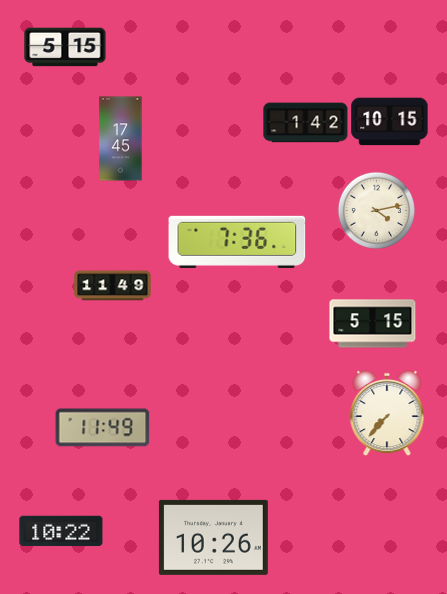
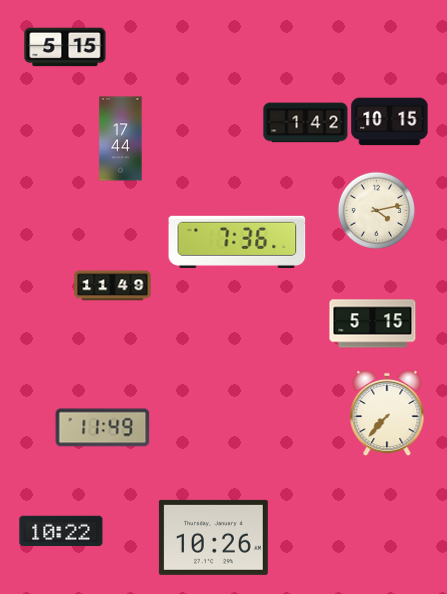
clock at (121, 139): 17:45 -> 17:44
